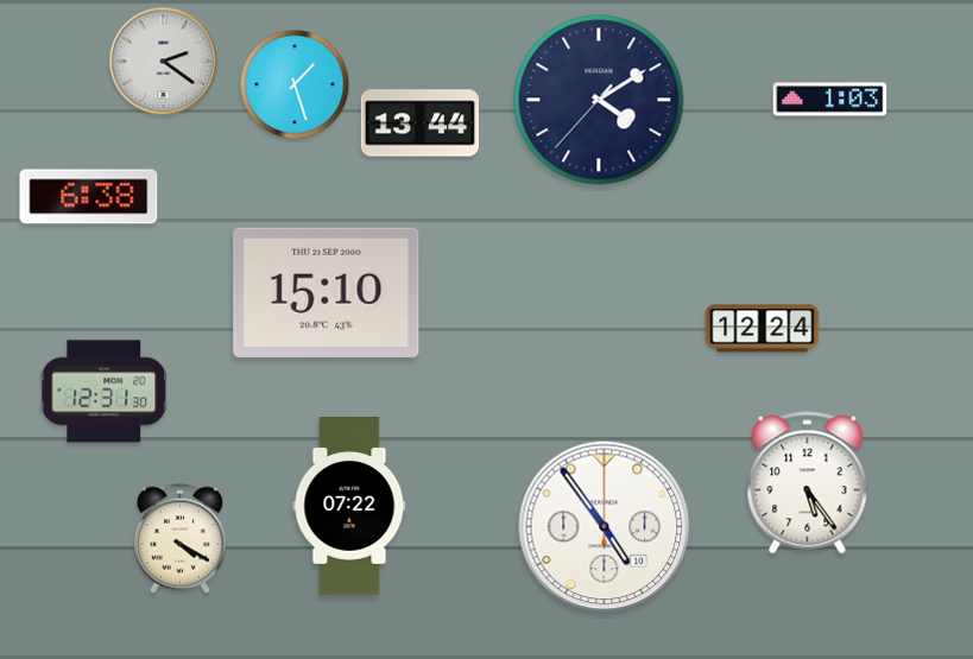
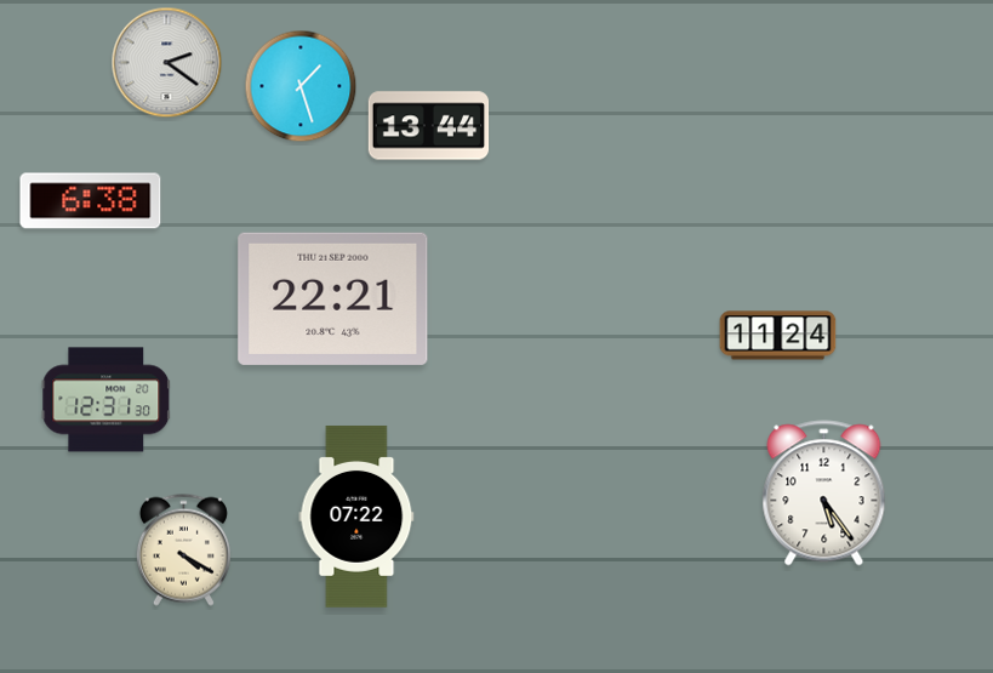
clock at (599, 100): 4:09 -> none
clock at (830, 100): 1:03 -> none
clock at (327, 292): 15:10 -> 22:21
clock at (763, 329): 12:24 -> 11:24
clock at (605, 527): 4:54 -> none
